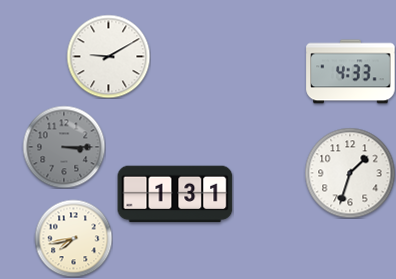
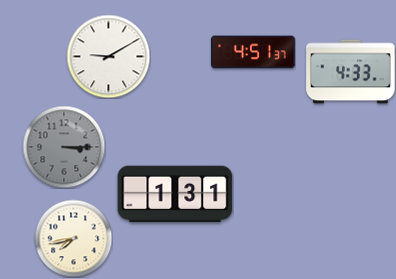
clock at (253, 52): none -> 4:51
clock at (350, 173): 1:33 -> none
